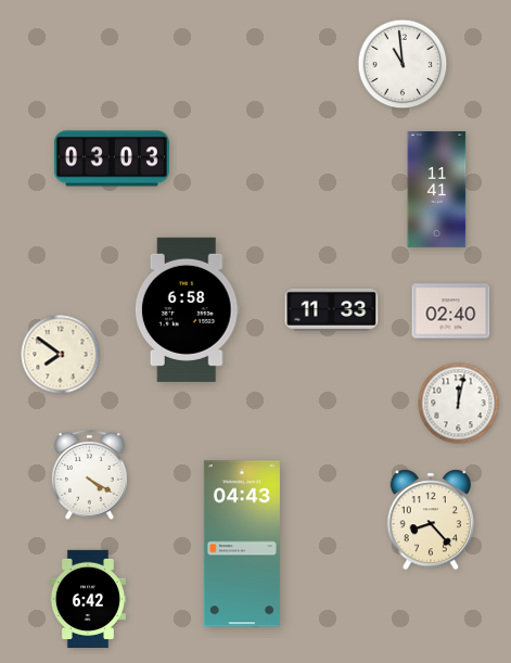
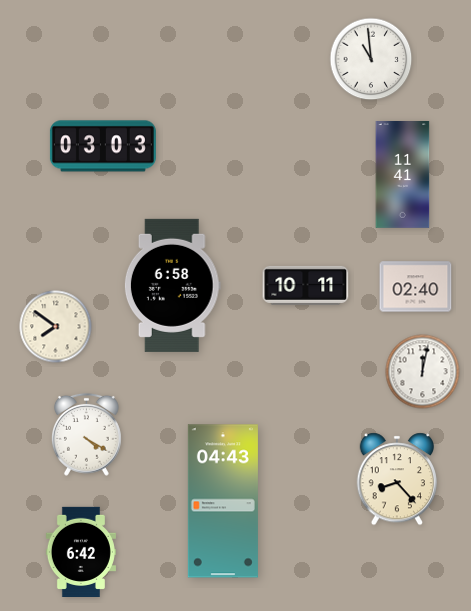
clock at (332, 309): 11:33 -> 10:11
clock at (89, 474) position: (89, 474) -> (86, 434)
